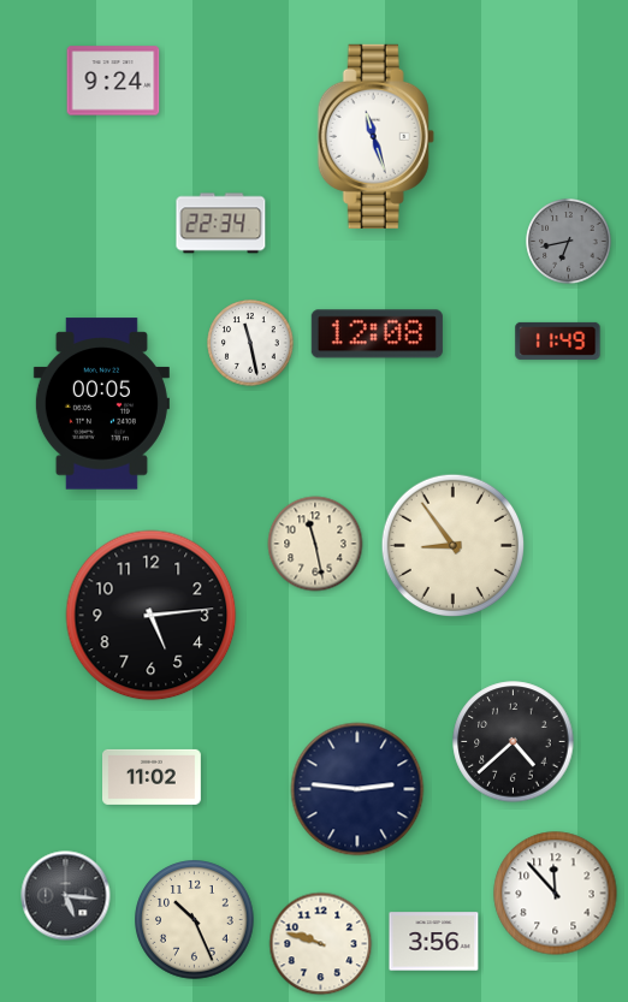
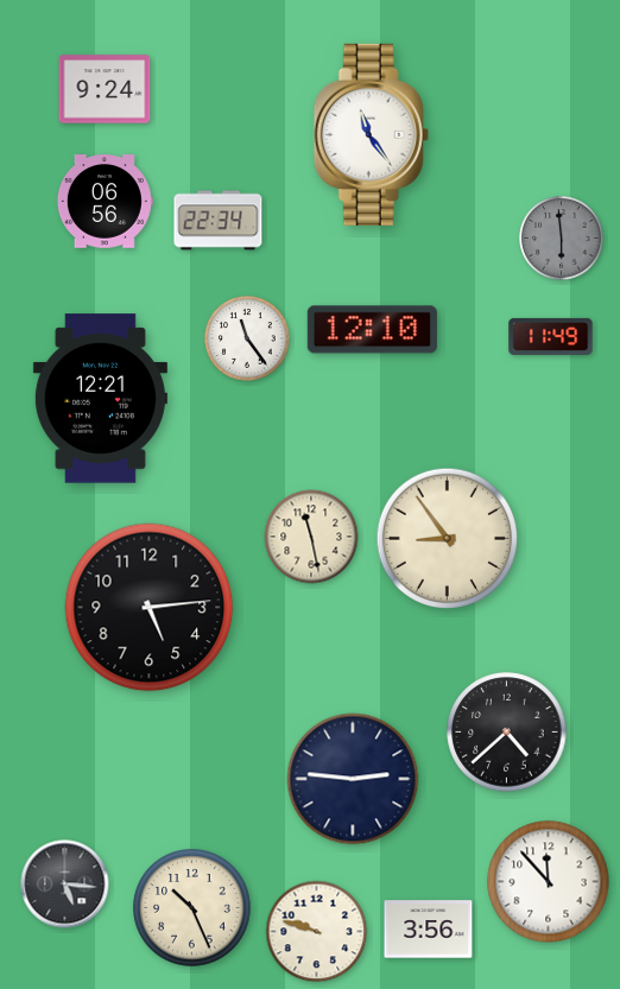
clock at (113, 81) position: (113, 81) -> (105, 89)
clock at (375, 136): 11:27 -> 11:24
clock at (105, 202): none -> 06:56
clock at (569, 242): 6:43 -> 5:59
clock at (377, 334): 12:08 -> 12:10
clock at (250, 343): 11:28 -> 11:24
clock at (101, 404): 00:05 -> 12:21
clock at (153, 777): 11:02 -> none
